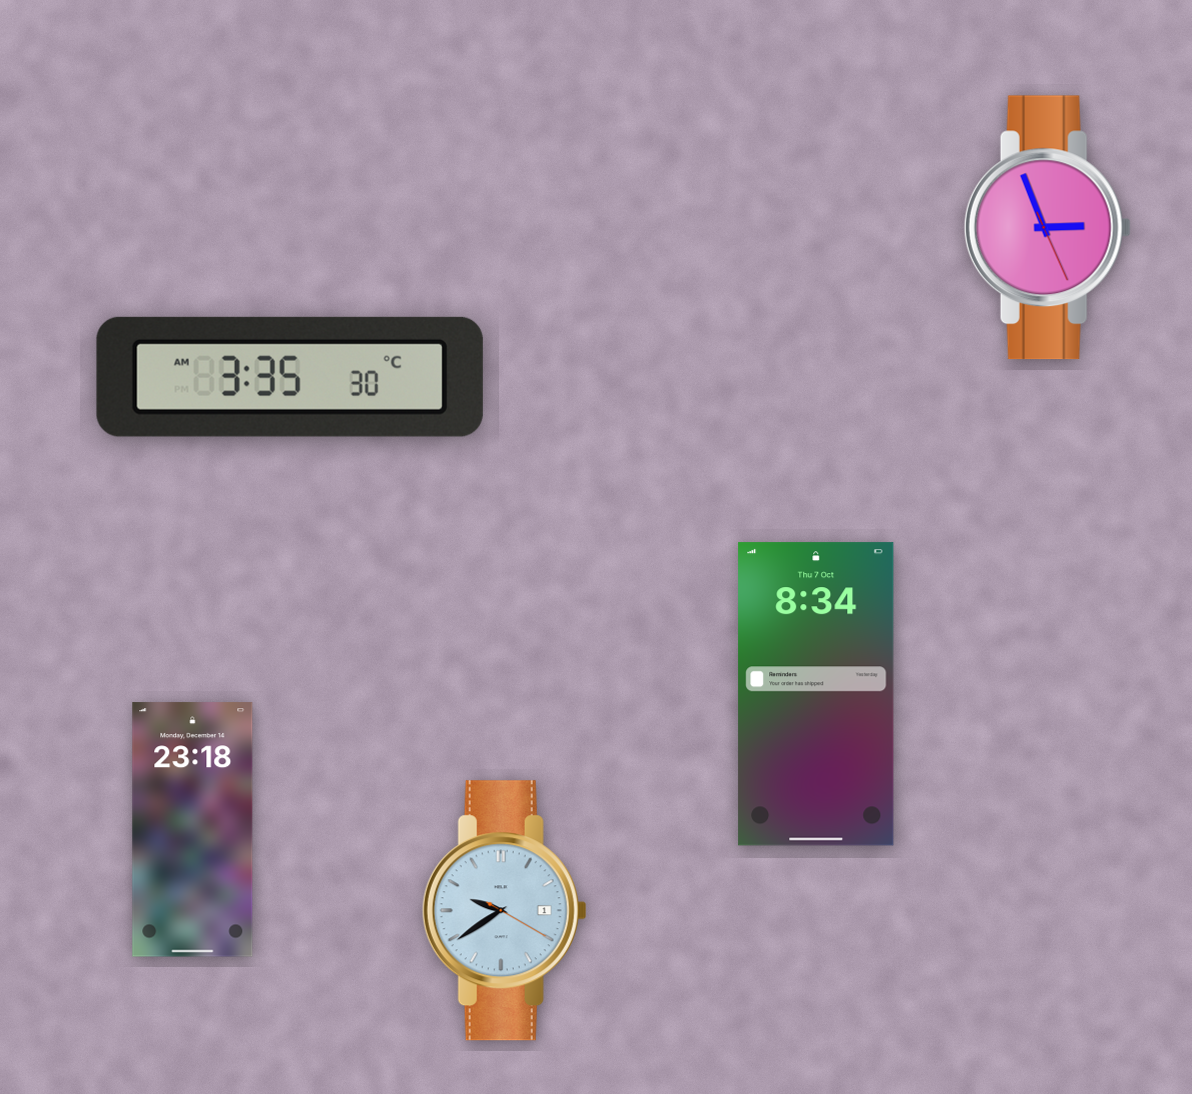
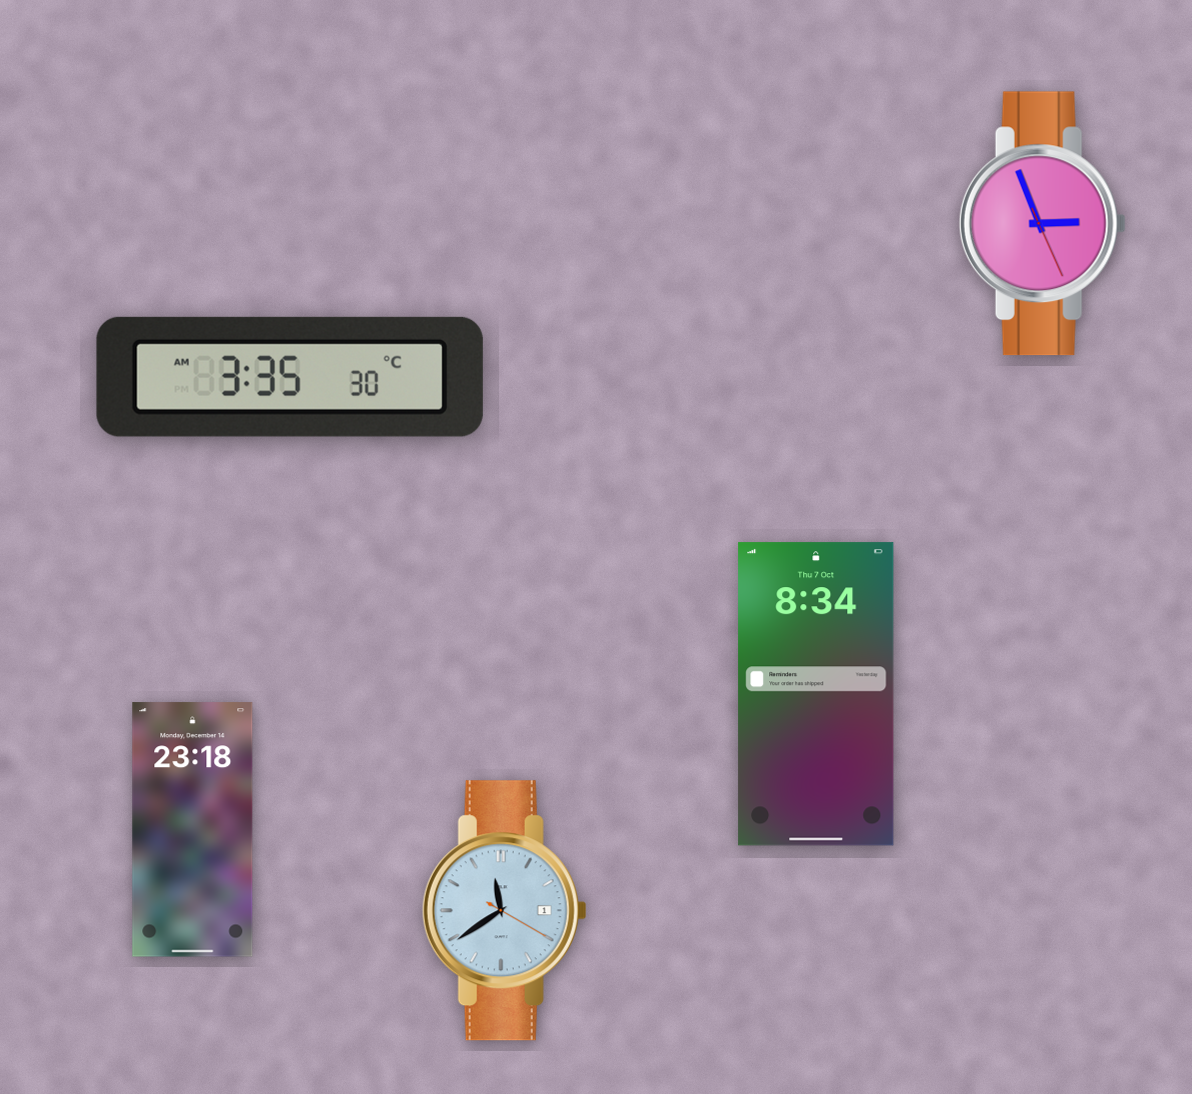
clock at (1047, 228) position: (1047, 228) -> (1042, 224)
clock at (504, 911): 9:39 -> 11:39
